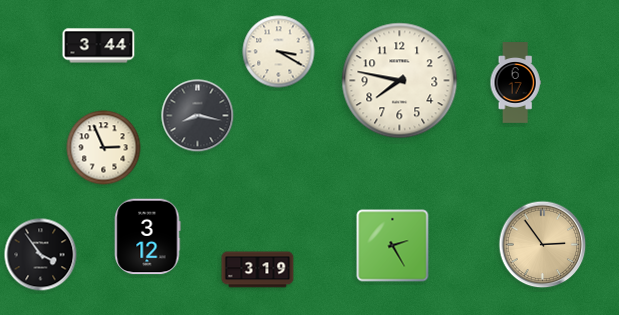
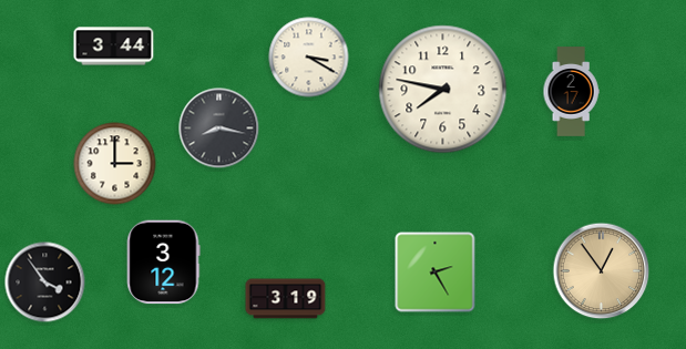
clock at (99, 46) position: (99, 46) -> (114, 47)
clock at (515, 83): 6:17 -> 2:17
clock at (104, 148): 2:56 -> 3:00
clock at (543, 245): 2:54 -> 12:54
